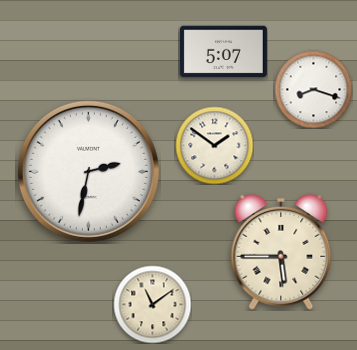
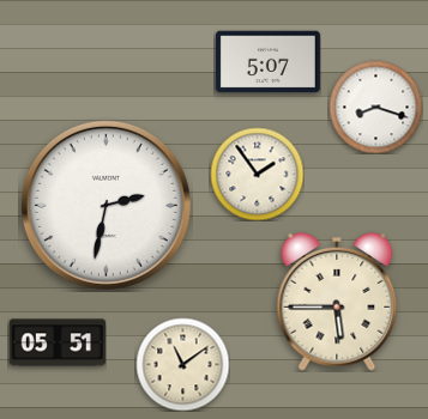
clock at (214, 145): 1:51 -> 1:54
clock at (56, 342): none -> 05:51
